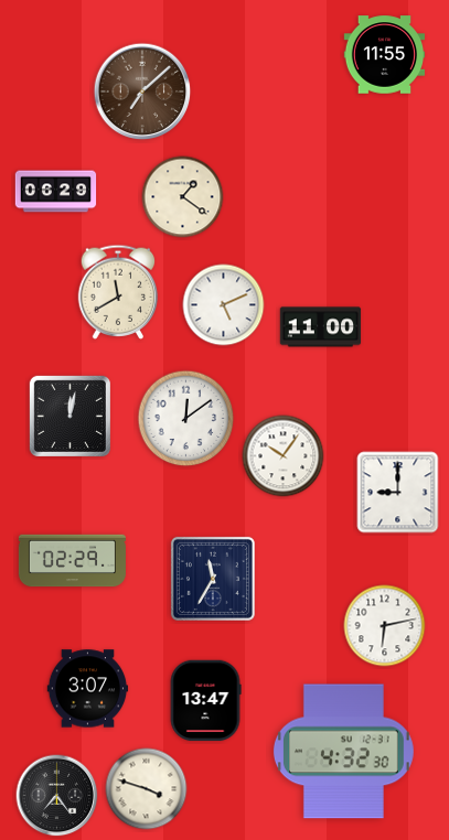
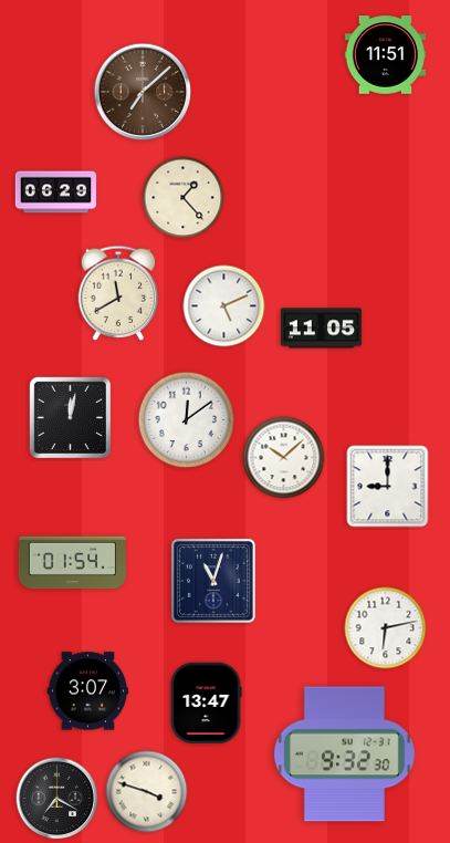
clock at (385, 55): 11:55 -> 11:51
clock at (183, 197): 1:21 -> 1:23
clock at (321, 327): 11:00 -> 11:05
clock at (284, 456): 10:06 -> 10:08
clock at (398, 493) position: (398, 493) -> (388, 487)
clock at (72, 561): 02:29 -> 01:54
clock at (213, 579): 11:35 -> 11:03
clock at (343, 752): 4:32 -> 9:32
clock at (57, 796): 7:24 -> 7:20
